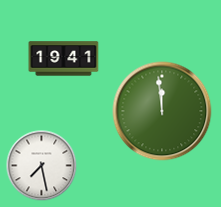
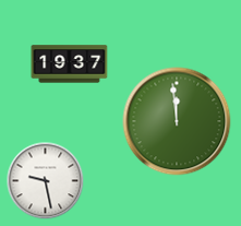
clock at (64, 59): 19:41 -> 19:37
clock at (42, 166): 7:28 -> 9:28
